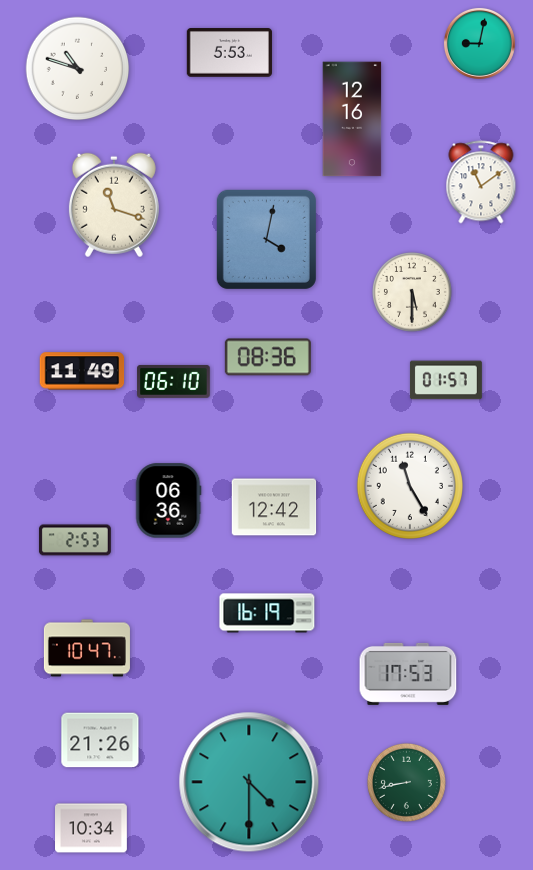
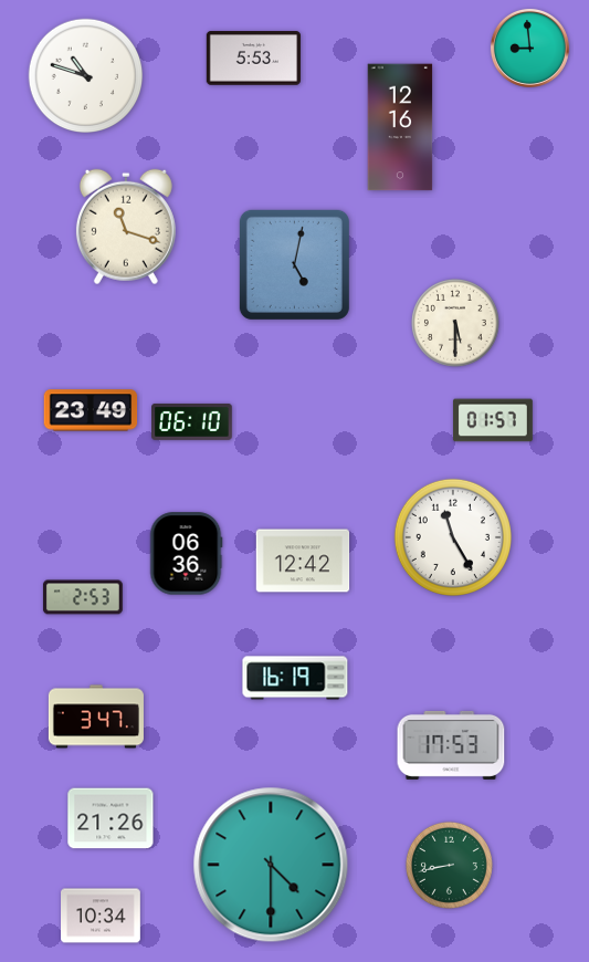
clock at (479, 43): 9:02 -> 8:59
clock at (352, 119) position: (352, 119) -> (400, 127)
clock at (481, 182): 11:09 -> none
clock at (266, 239): 4:02 -> 5:02
clock at (268, 357): 08:36 -> none
clock at (82, 371): 11:49 -> 23:49
clock at (87, 648): 10:47 -> 3:47
clock at (249, 782) position: (249, 782) -> (271, 865)
